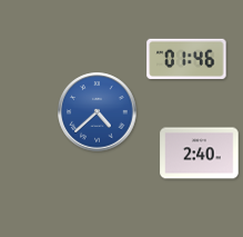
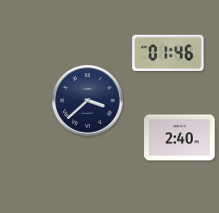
clock at (98, 112): 4:38 -> 3:38
clock at (98, 112) dial: blue -> navy
